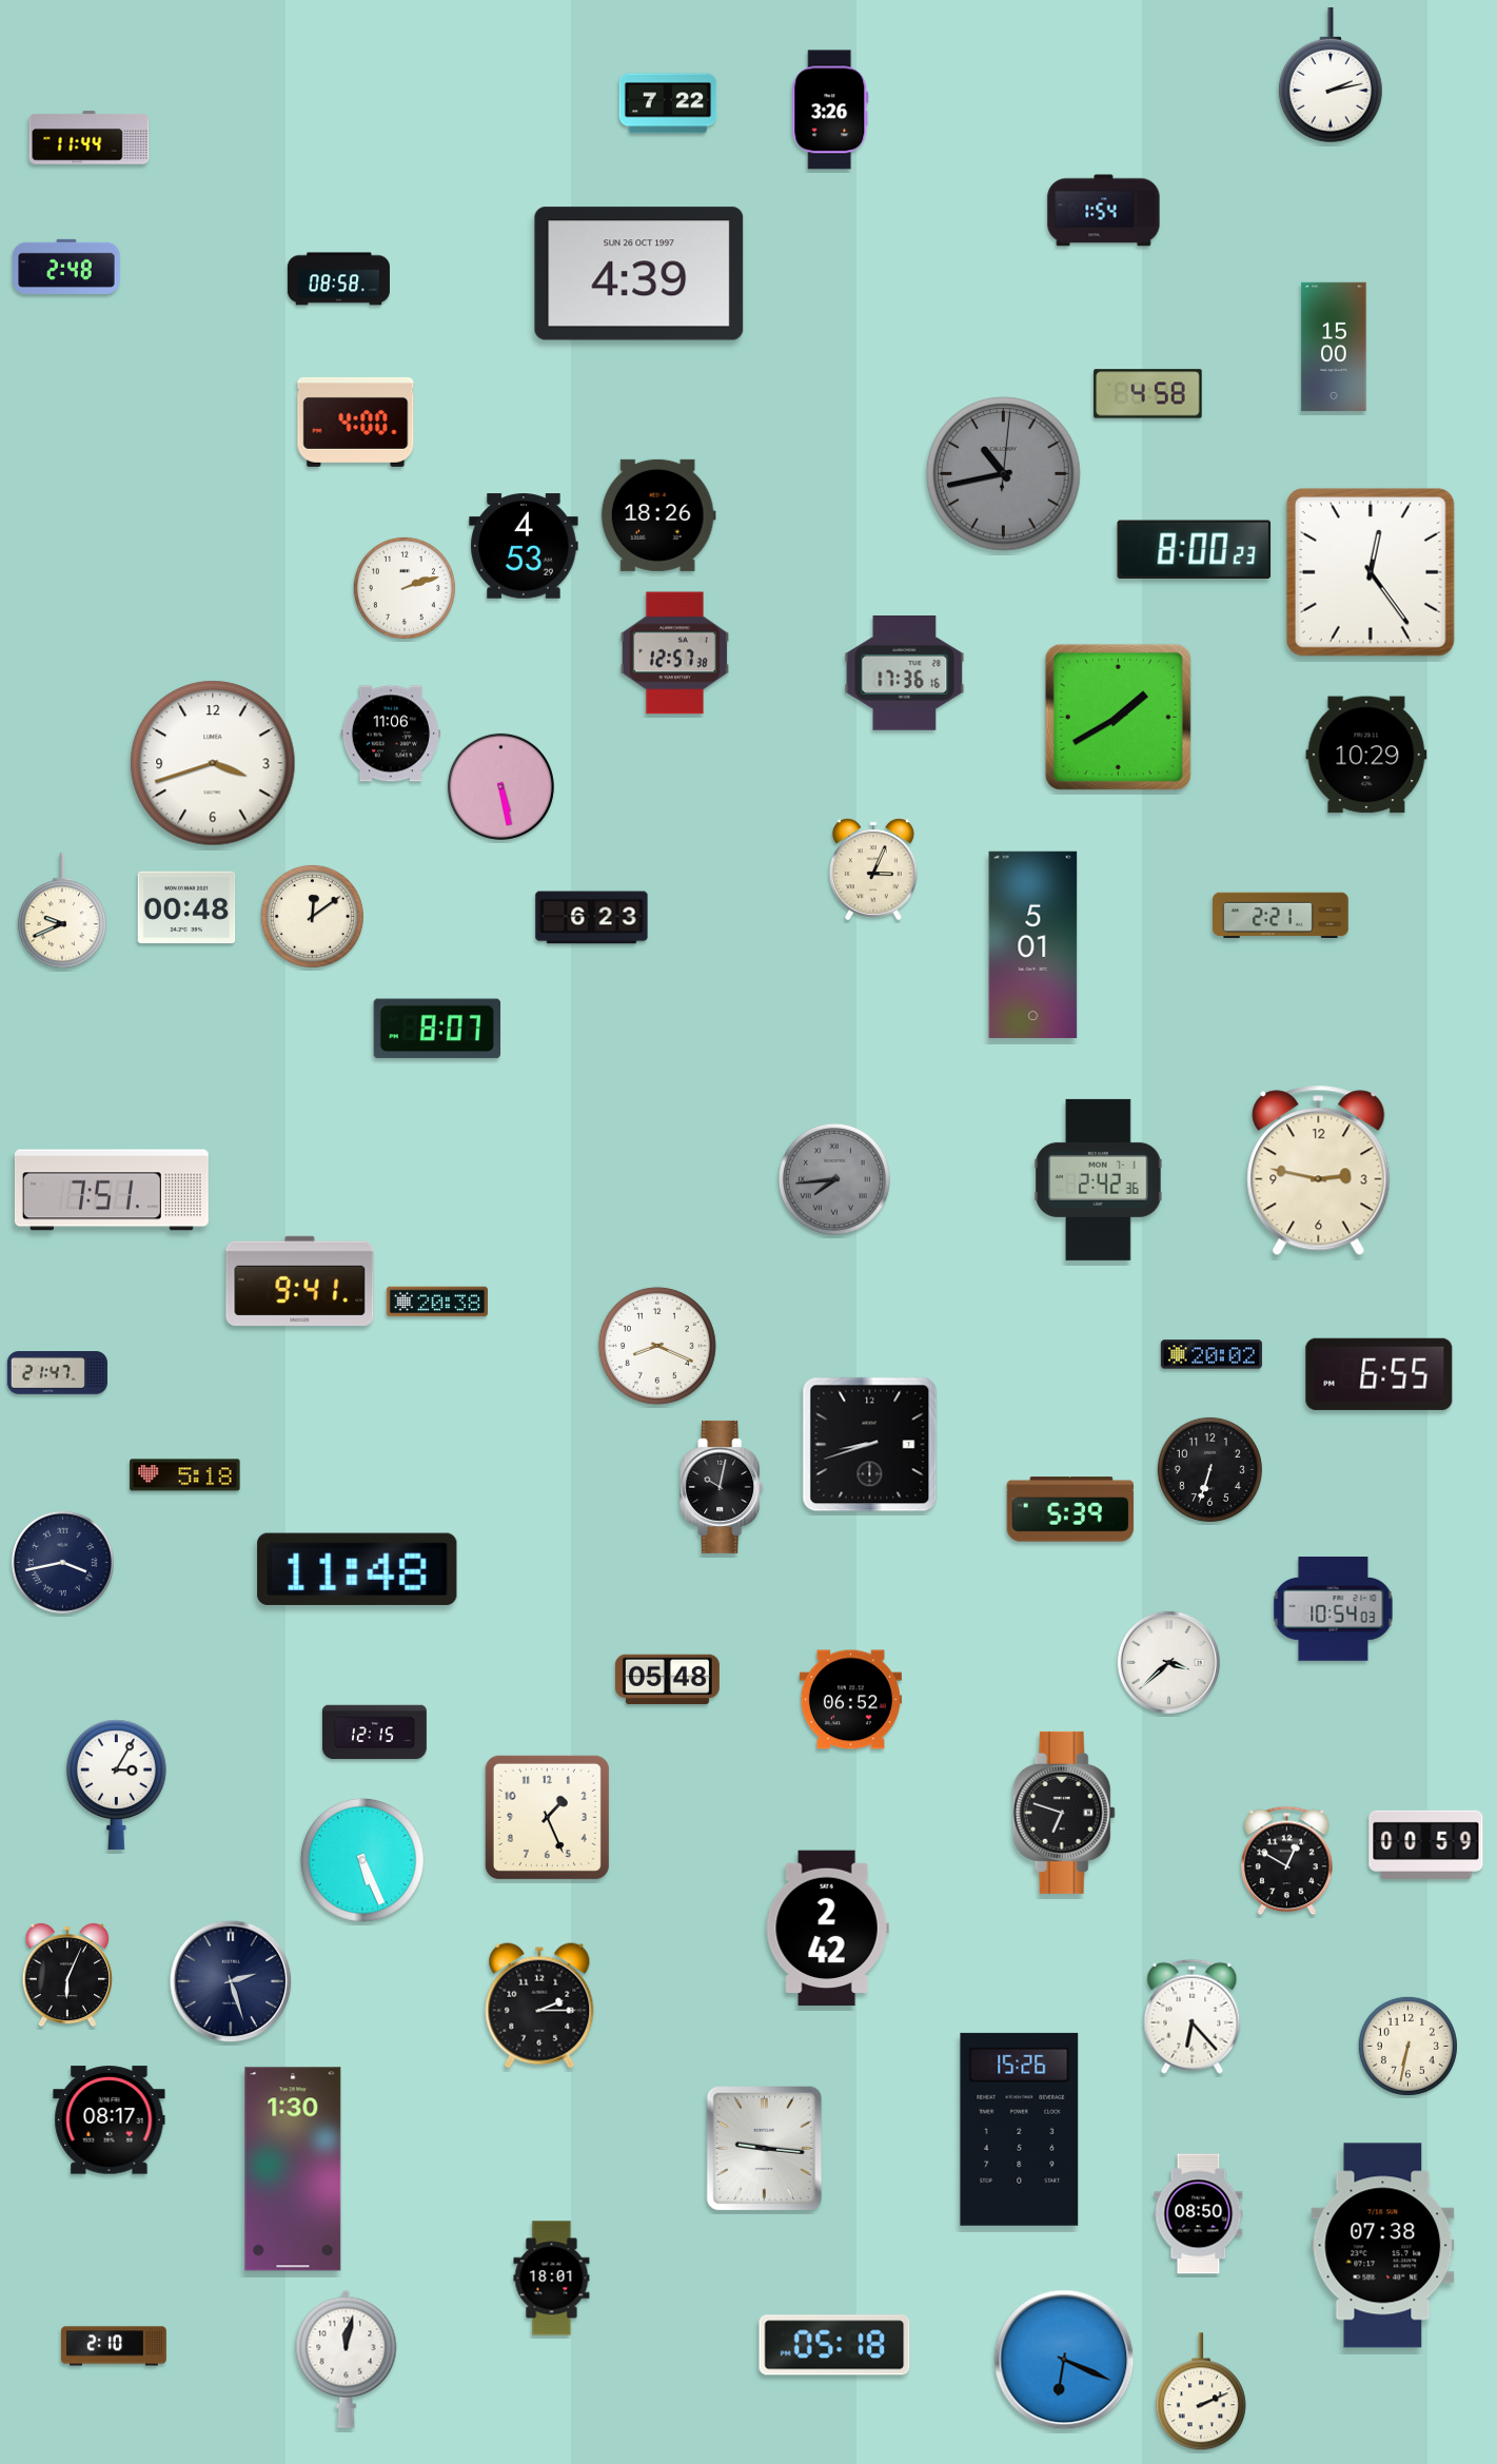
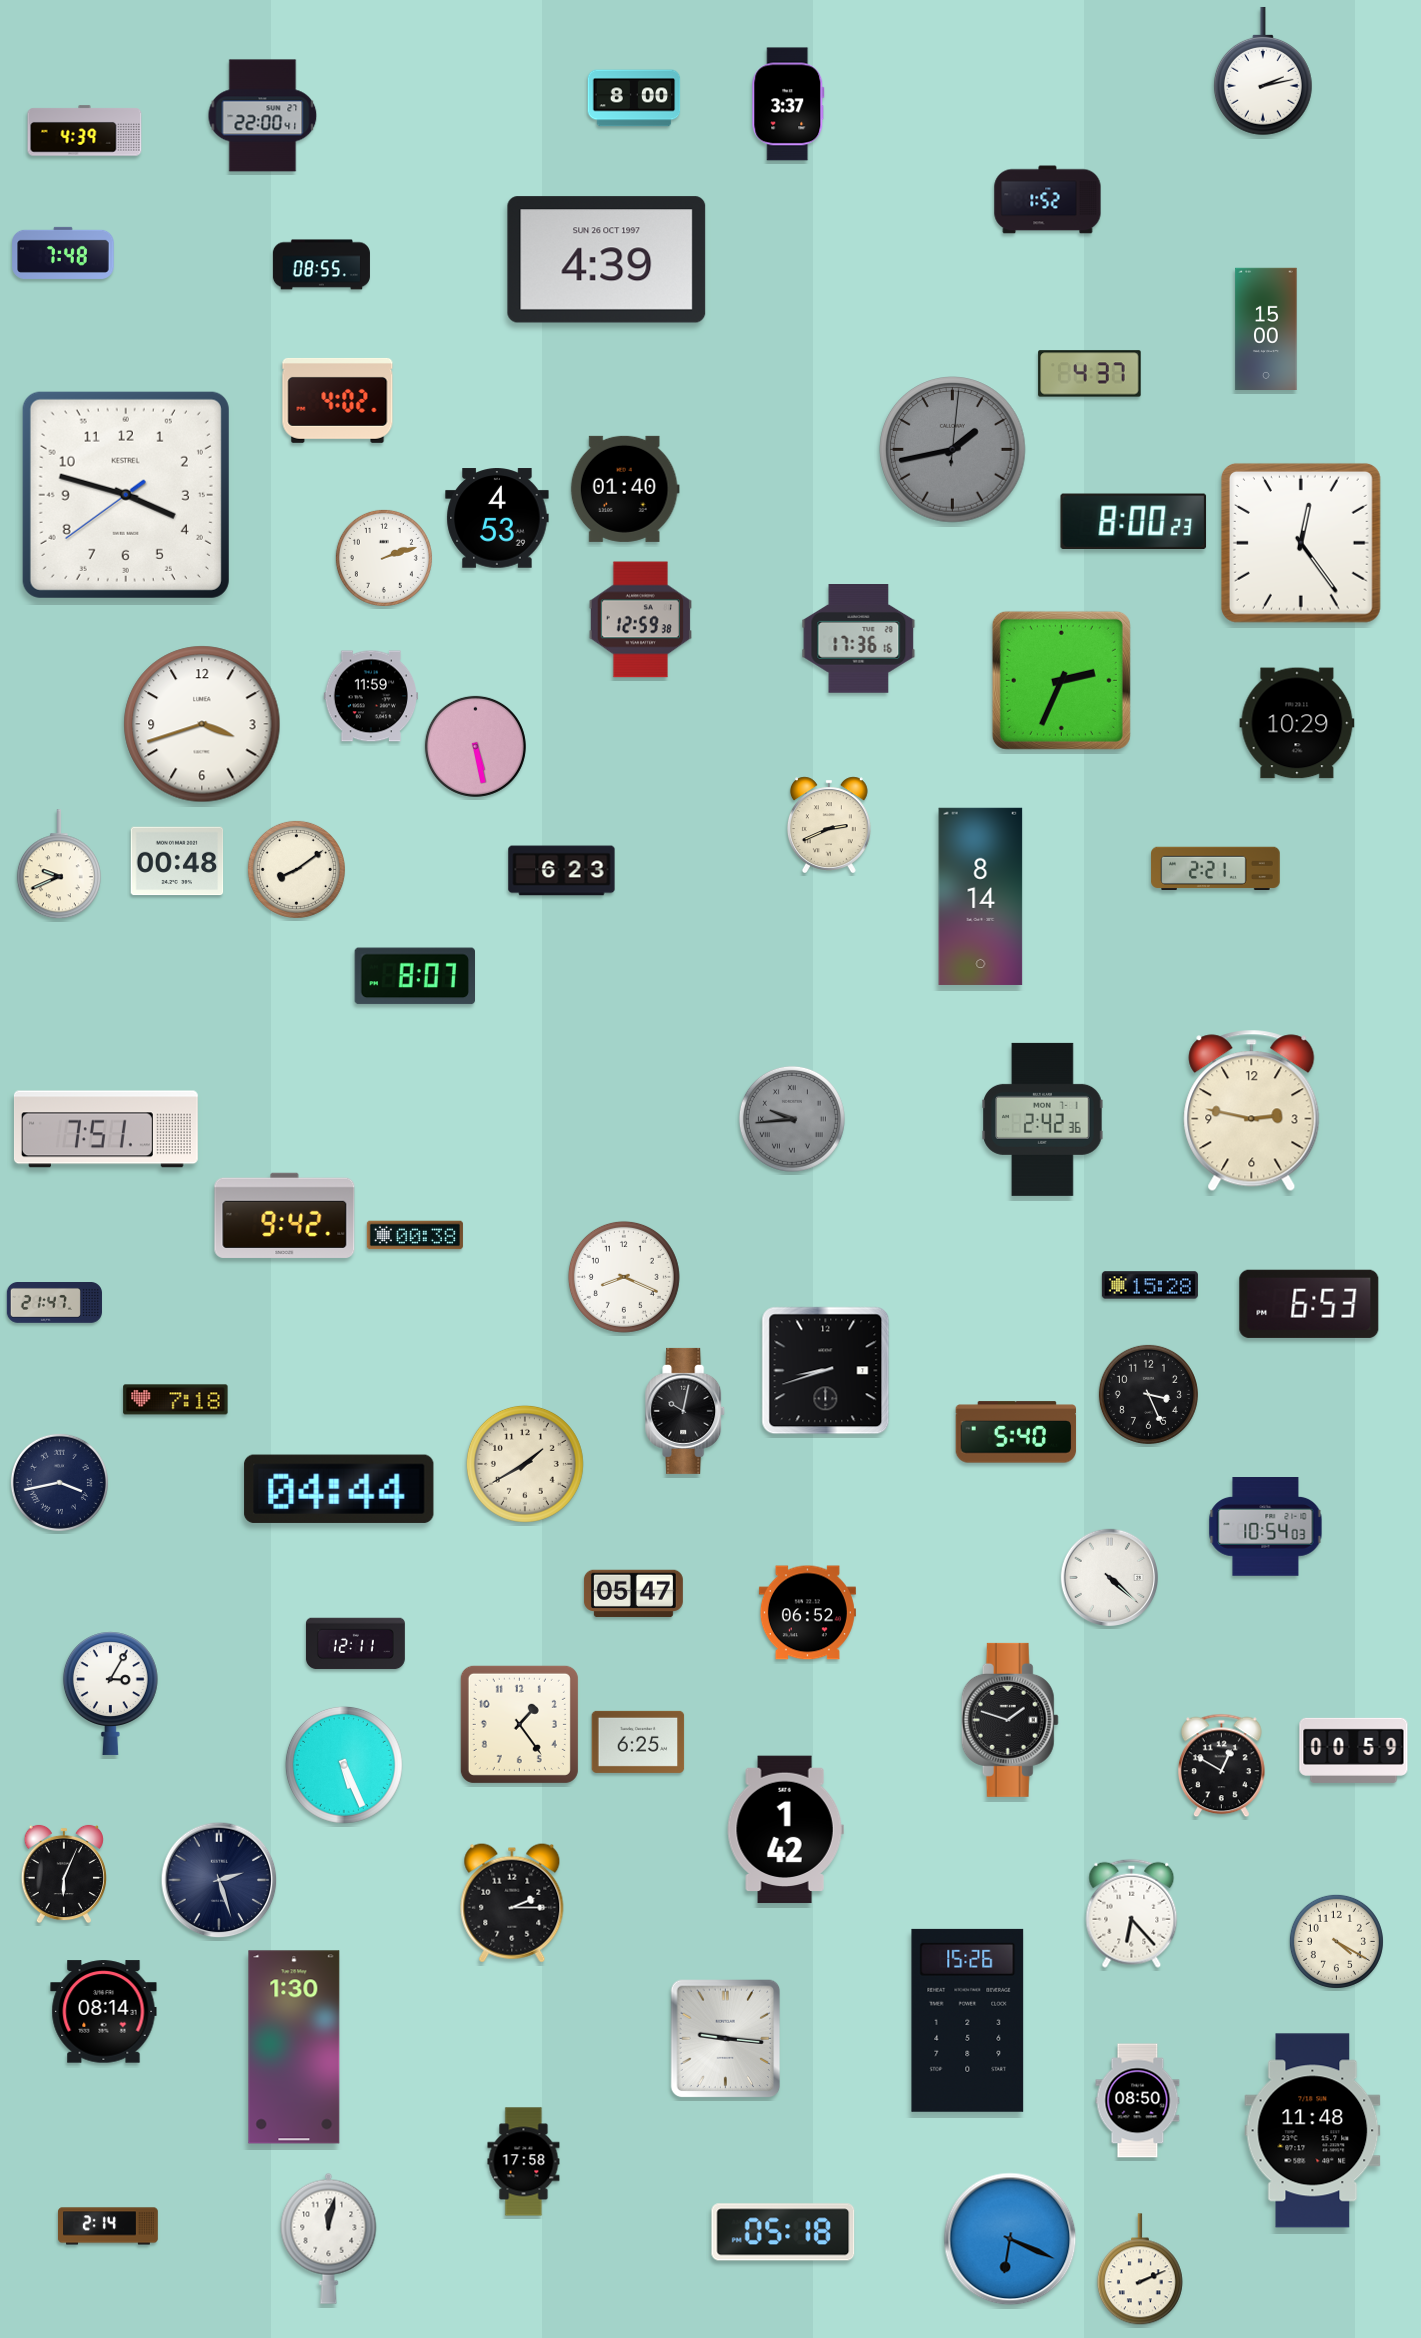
clock at (668, 103): 7:22 -> 8:00
clock at (830, 110): 3:26 -> 3:37
clock at (263, 116): none -> 22:00
clock at (90, 138): 11:44 -> 4:39
clock at (1104, 211): 1:54 -> 1:52
clock at (66, 267): 2:48 -> 7:48
clock at (338, 279): 08:58 -> 08:55
clock at (1148, 394): 4:58 -> 4:37
clock at (356, 422): 4:00 -> 4:02
clock at (1004, 474): 10:43 -> 1:43
clock at (658, 515): 18:26 -> 01:40
clock at (126, 495): none -> 3:47
clock at (674, 653): 12:57 -> 12:59
clock at (1118, 717): 1:40 -> 2:34
clock at (390, 734): 11:06 -> 11:59
clock at (1366, 755) position: (1366, 755) -> (1297, 723)
clock at (873, 868): 3:04 -> 2:41
clock at (312, 916): 12:09 -> 8:09
clock at (1033, 944): 5:01 -> 8:14
clock at (834, 1179): 7:44 -> 9:44
clock at (300, 1280): 9:41 -> 9:42
clock at (437, 1302): 20:38 -> 00:38
clock at (1212, 1354): 20:02 -> 15:28
clock at (1379, 1374): 6:55 -> 6:53
clock at (1209, 1469): 6:33 -> 3:26
clock at (185, 1475): 5:18 -> 7:18
clock at (1070, 1509): 5:39 -> 5:40
clock at (525, 1464): none -> 1:40
clock at (357, 1569): 11:48 -> 04:44
clock at (1168, 1662): 3:38 -> 4:22
clock at (667, 1680): 05:48 -> 05:47
clock at (374, 1733): 12:15 -> 12:11
clock at (1064, 1813): 6:48 -> 1:48
clock at (547, 1817): 1:26 -> 1:24
clock at (638, 1742): none -> 6:25
clock at (827, 1929): 2:42 -> 1:42
clock at (1407, 2046): 6:32 -> 4:20
clock at (110, 2120): 08:17 -> 08:14
clock at (293, 2169) position: (293, 2169) -> (294, 2047)
clock at (1383, 2246): 07:38 -> 11:48
clock at (552, 2279): 18:01 -> 17:58
clock at (834, 2345) position: (834, 2345) -> (783, 2232)
clock at (115, 2346): 2:10 -> 2:14
